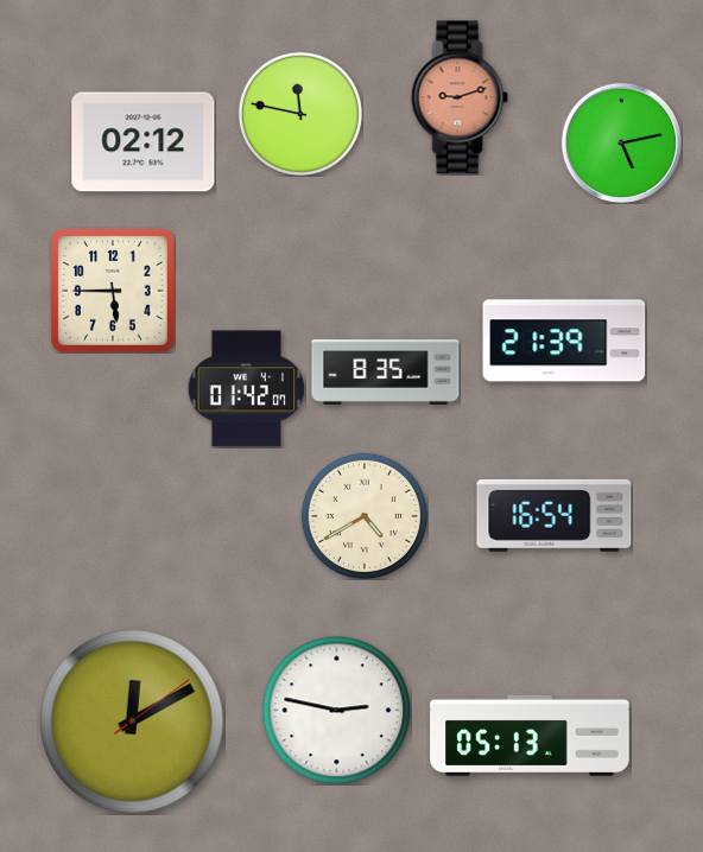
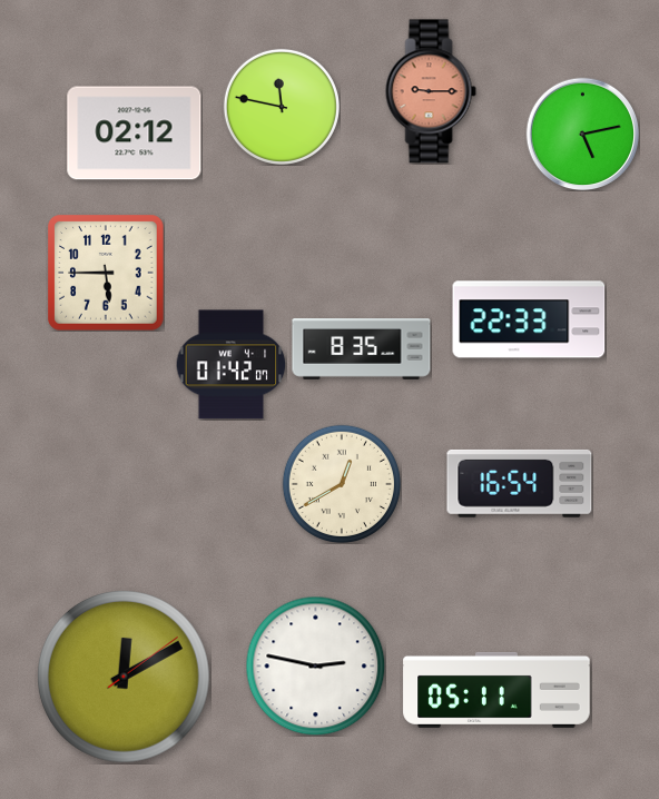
clock at (460, 97): 9:12 -> 9:15
clock at (564, 341): 21:39 -> 22:33
clock at (365, 516): 4:40 -> 12:40
clock at (530, 736): 05:13 -> 05:11
